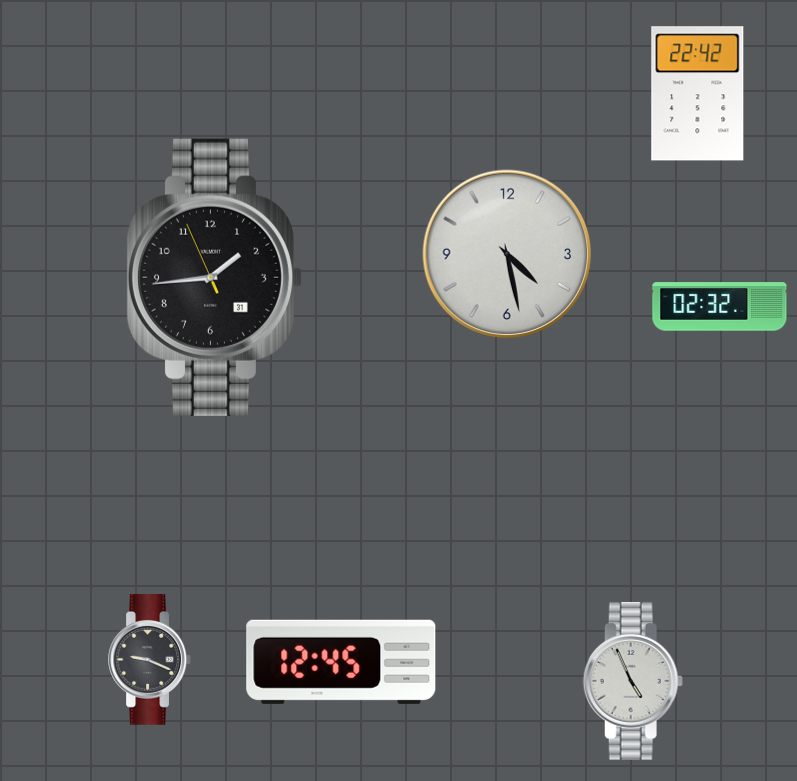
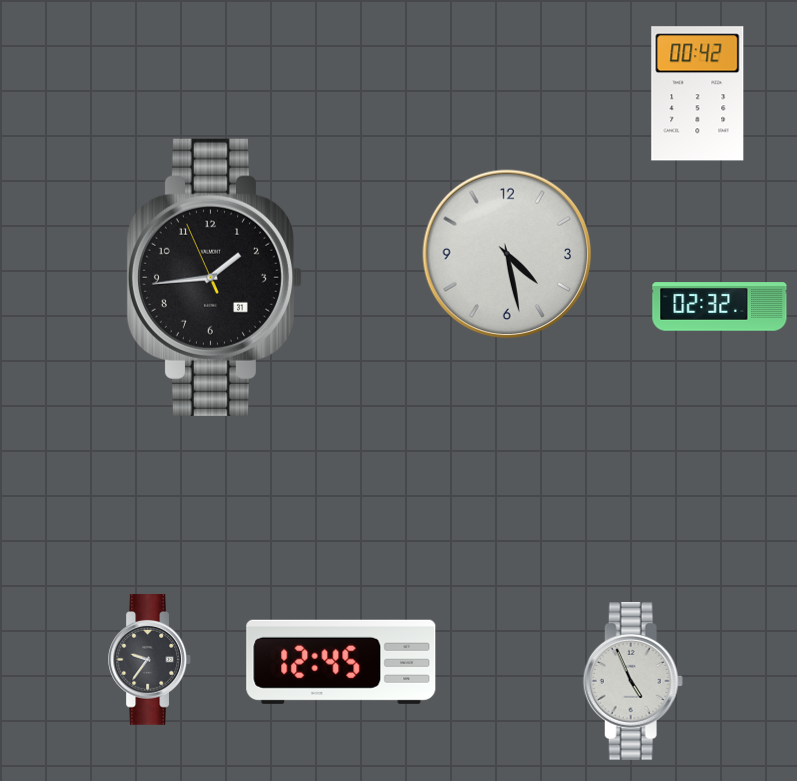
clock at (698, 94): 22:42 -> 00:42
clock at (149, 660): 9:19 -> 9:36
